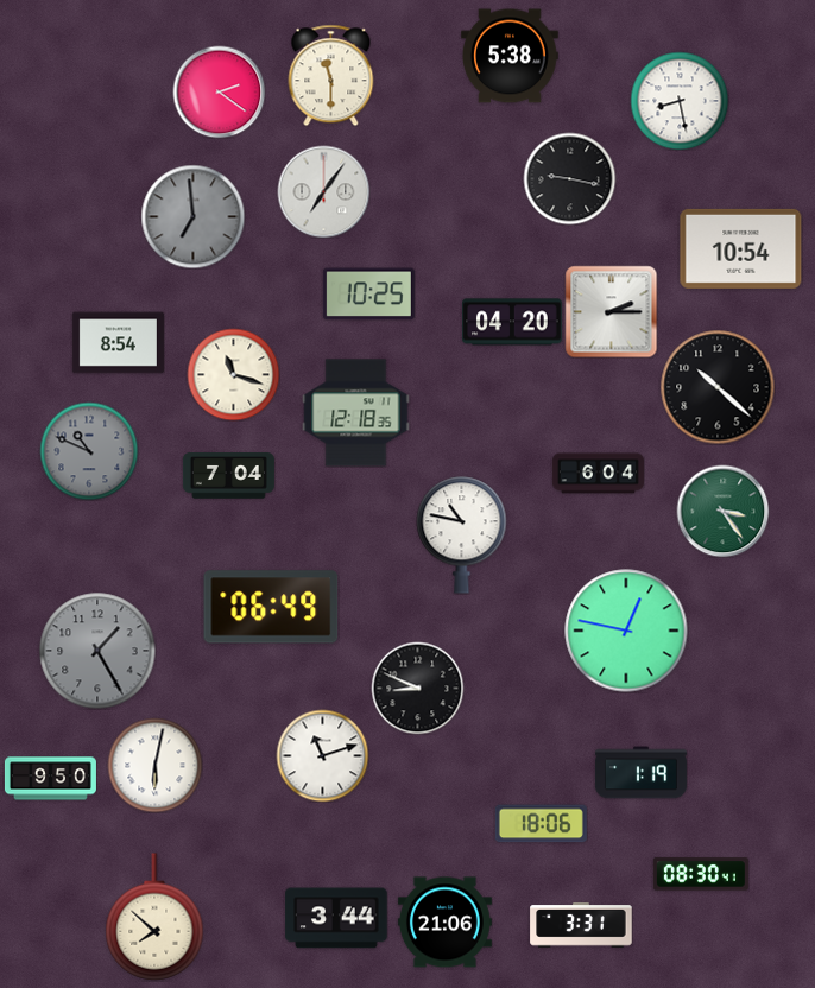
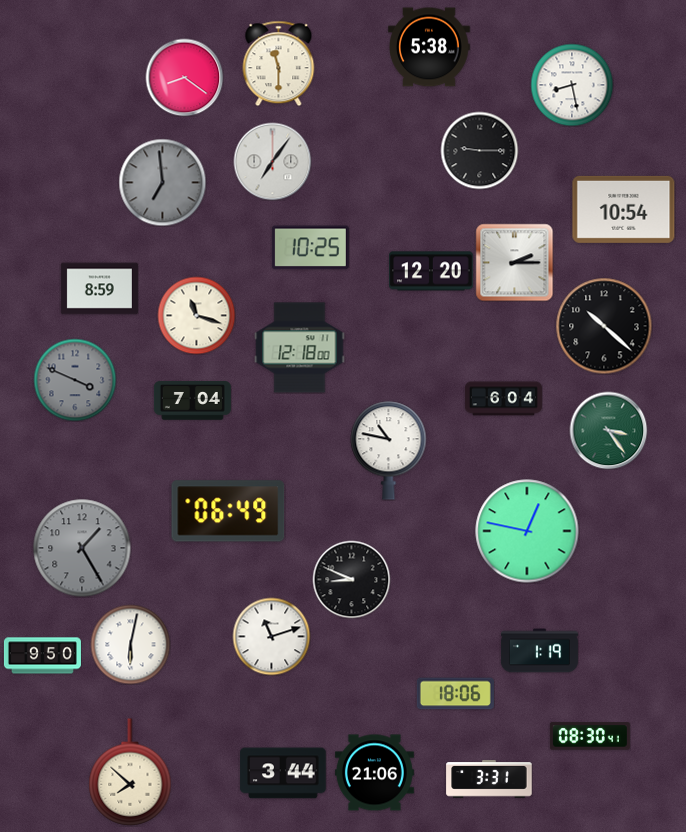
clock at (219, 91): 2:21 -> 8:21
clock at (569, 178): 9:17 -> 9:15
clock at (512, 322): 04:20 -> 12:20
clock at (118, 343): 8:54 -> 8:59
clock at (356, 413): 12:18:35 -> 12:18:00
clock at (89, 451): 10:49 -> 3:49
clock at (444, 923) position: (444, 923) -> (374, 773)
